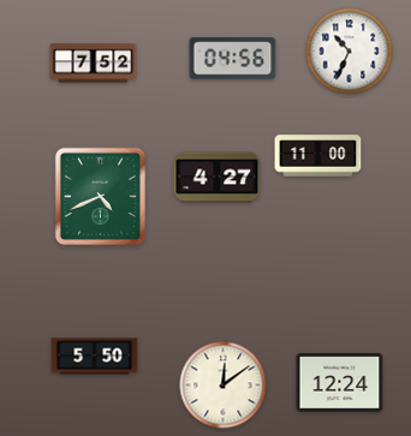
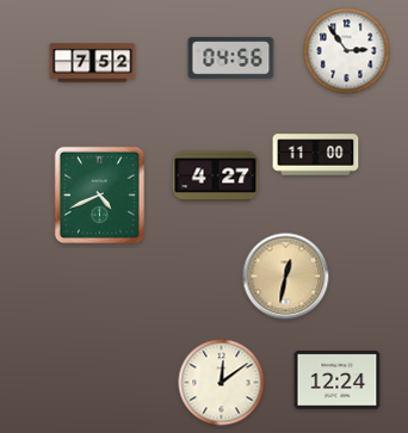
clock at (350, 52): 10:34 -> 2:54
clock at (286, 277): none -> 12:32
clock at (95, 357): 5:50 -> none
